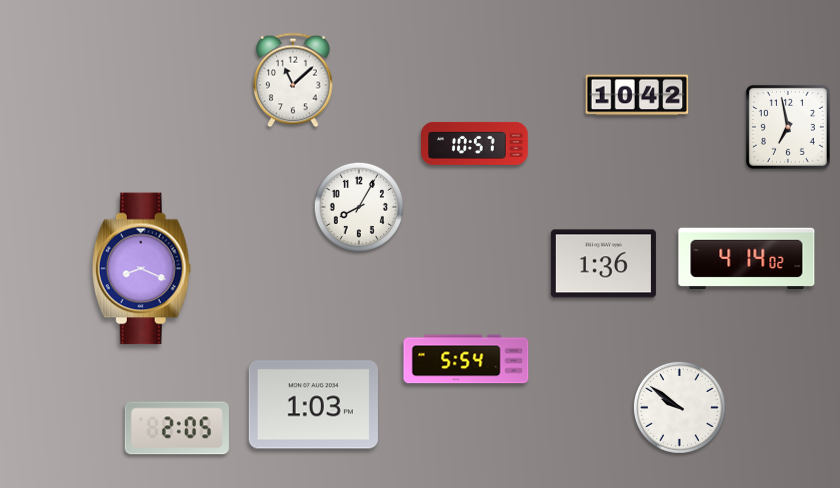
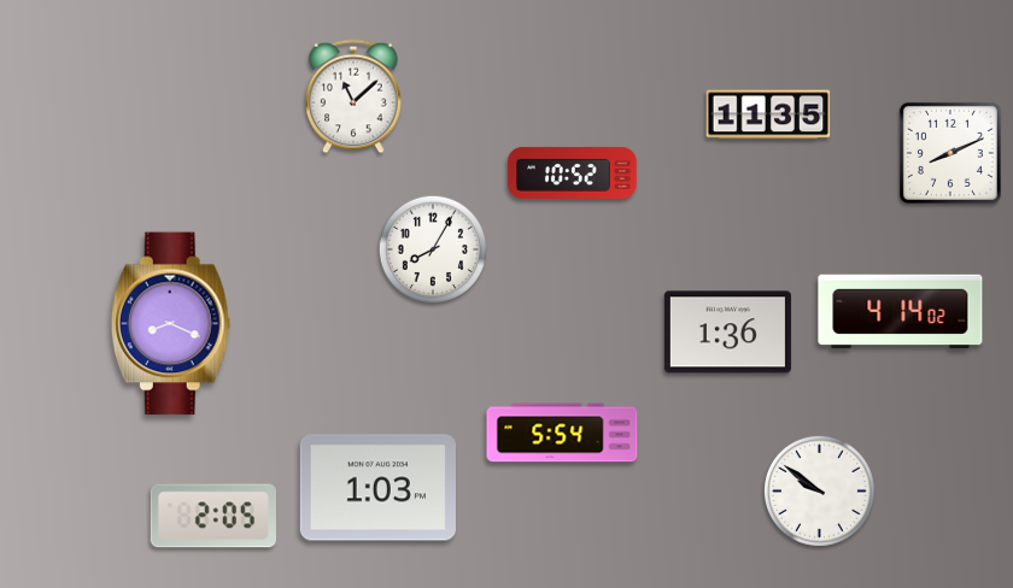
clock at (637, 95): 10:42 -> 11:35
clock at (788, 127): 6:58 -> 8:11
clock at (475, 143): 10:57 -> 10:52
clock at (603, 264) position: (603, 264) -> (727, 333)
